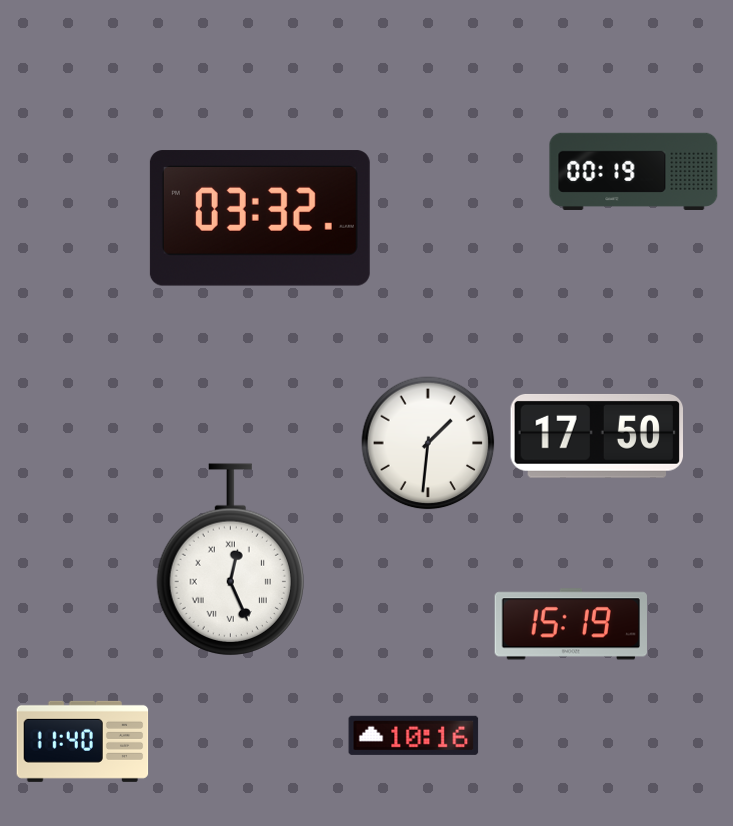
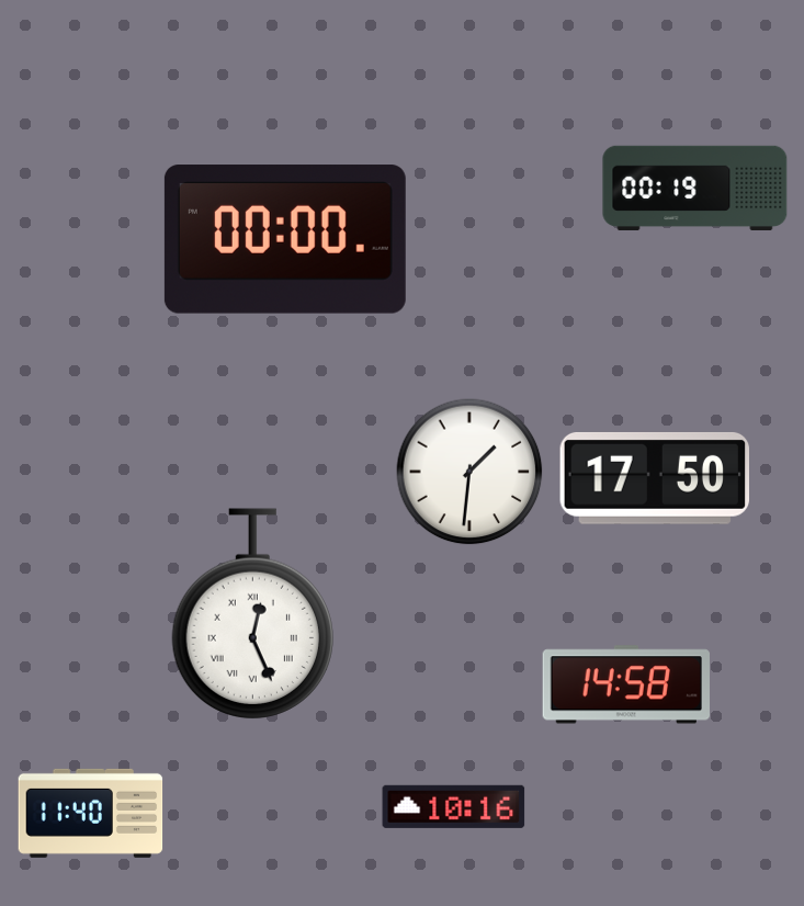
clock at (260, 218): 03:32 -> 00:00
clock at (428, 443) position: (428, 443) -> (469, 472)
clock at (570, 624): 15:19 -> 14:58
